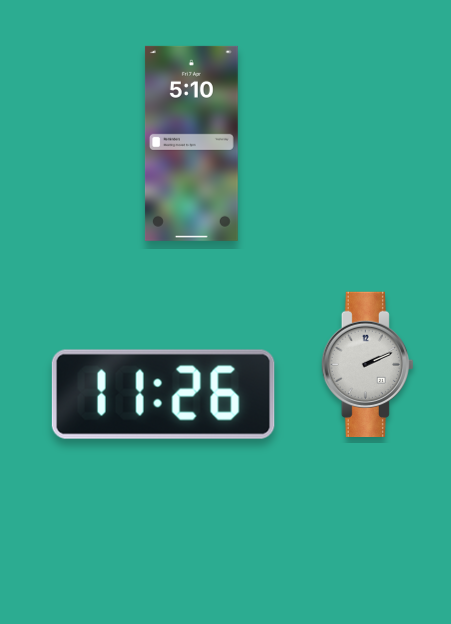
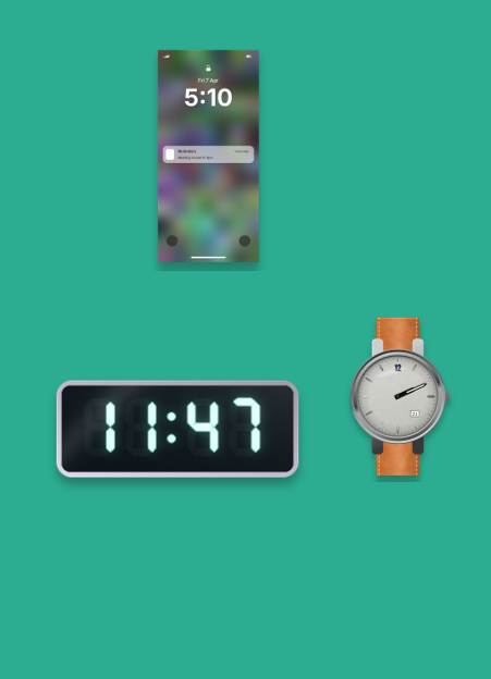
clock at (163, 394): 11:26 -> 11:47
